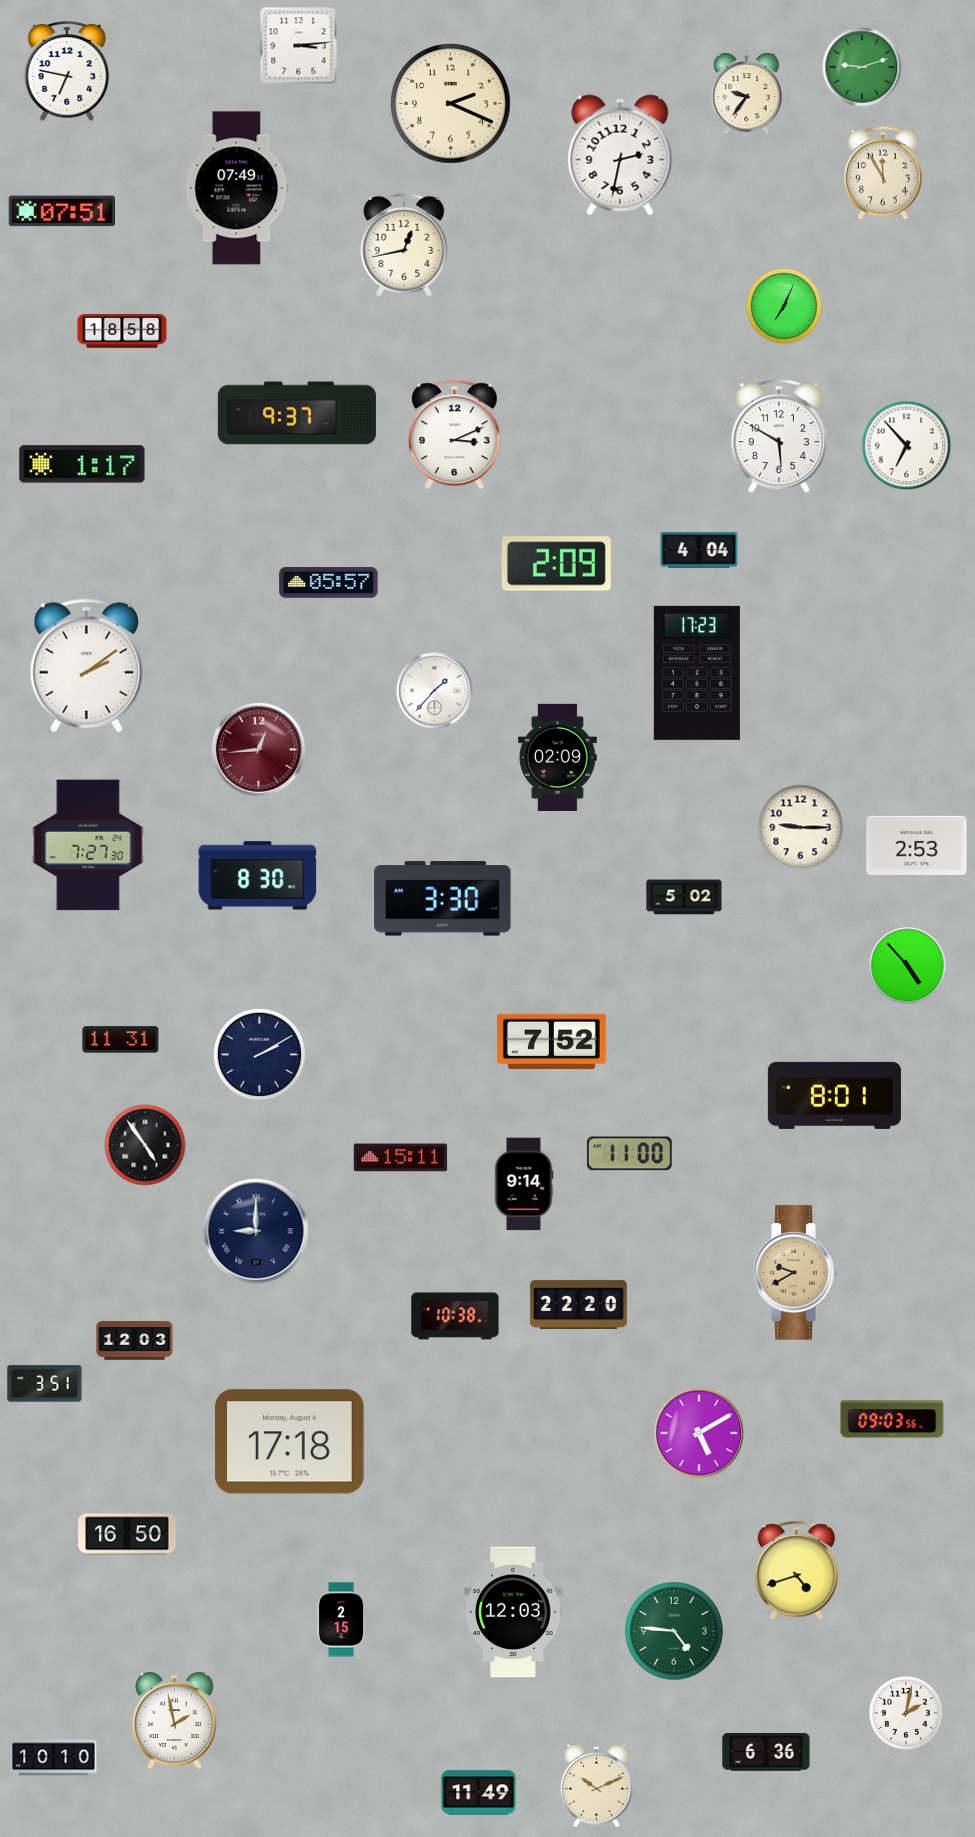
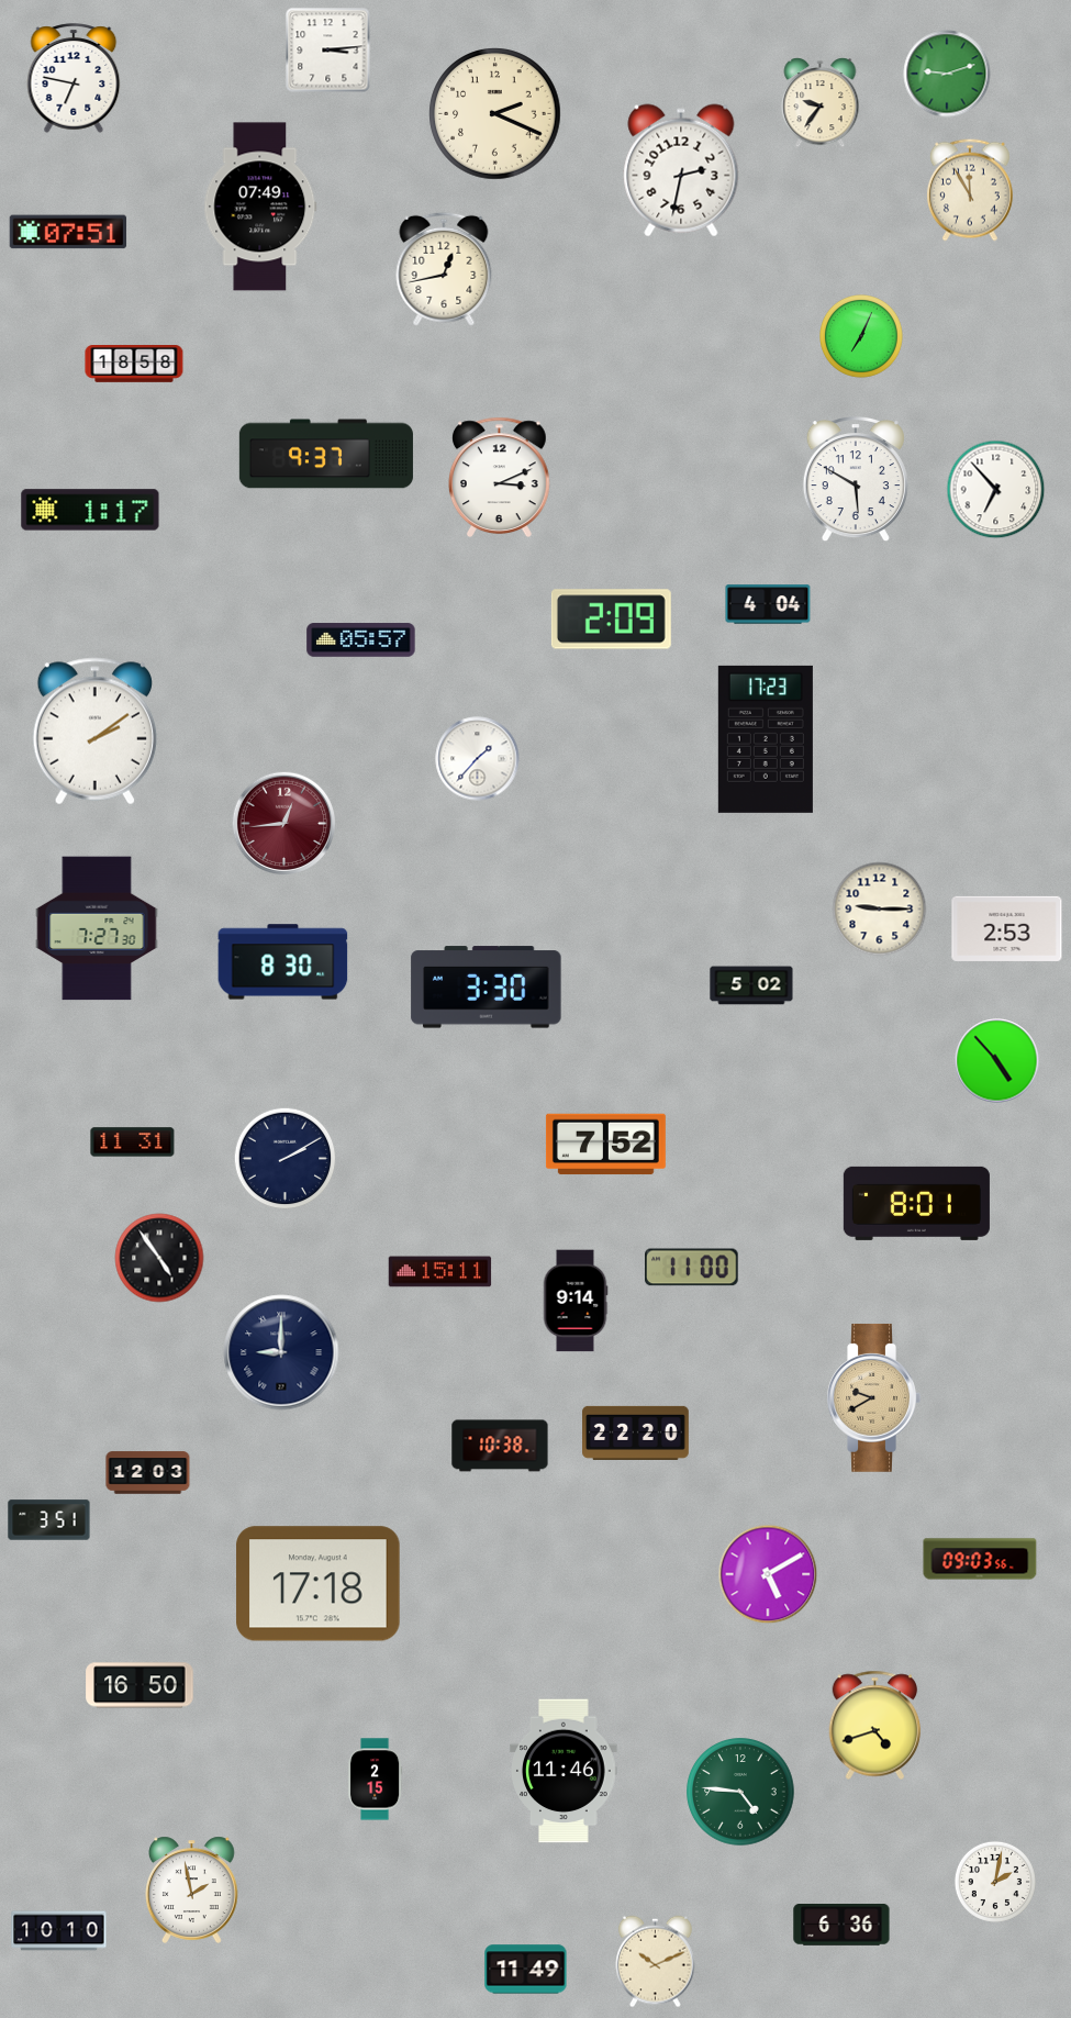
clock at (557, 757): 02:09 -> none
clock at (513, 1612): 12:03 -> 11:46
